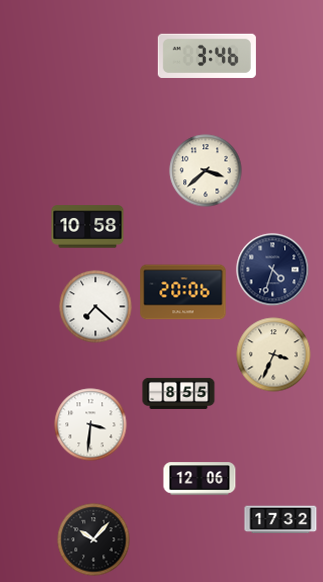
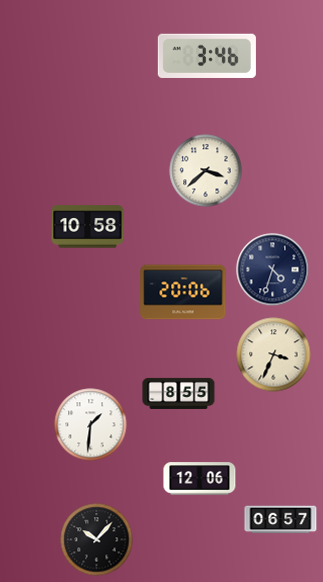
clock at (96, 307): 7:22 -> none
clock at (91, 425): 3:31 -> 1:31
clock at (281, 520): 17:32 -> 06:57
clock at (94, 540) position: (94, 540) -> (97, 540)
